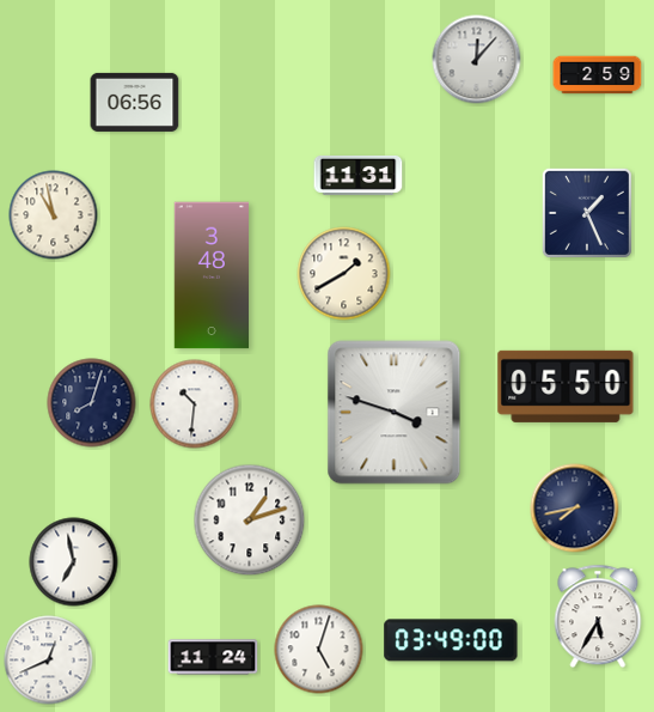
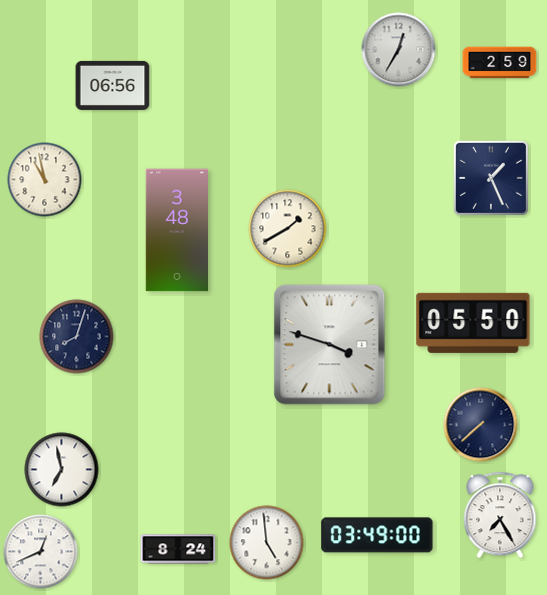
clock at (477, 60): 12:07 -> 12:35
clock at (359, 175): 11:31 -> none
clock at (195, 404): 10:31 -> none
clock at (575, 509): 7:43 -> 7:38
clock at (250, 521): 1:12 -> none
clock at (598, 616): 5:35 -> 7:25
clock at (319, 650): 5:03 -> 4:59
clock at (213, 657): 11:24 -> 8:24
